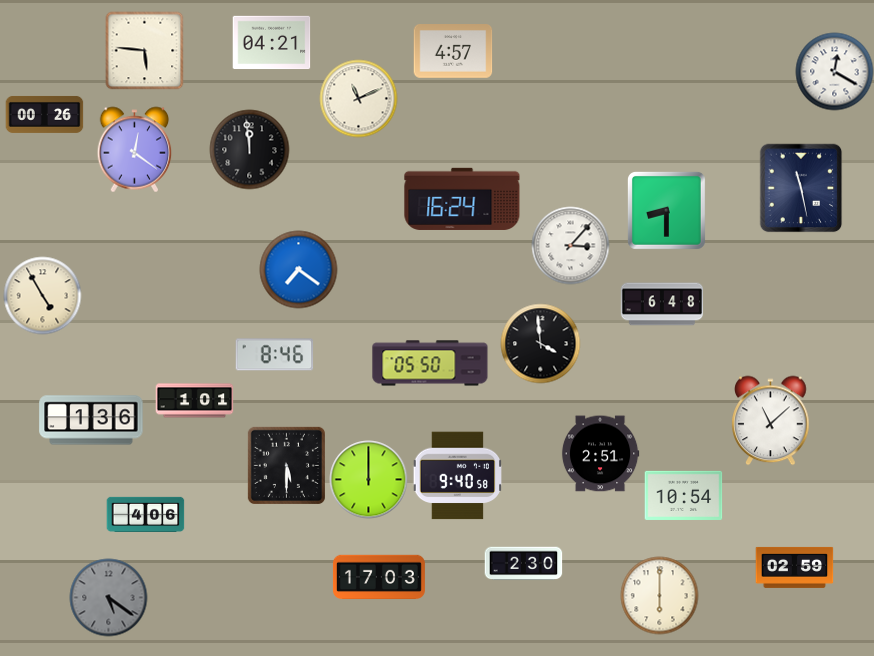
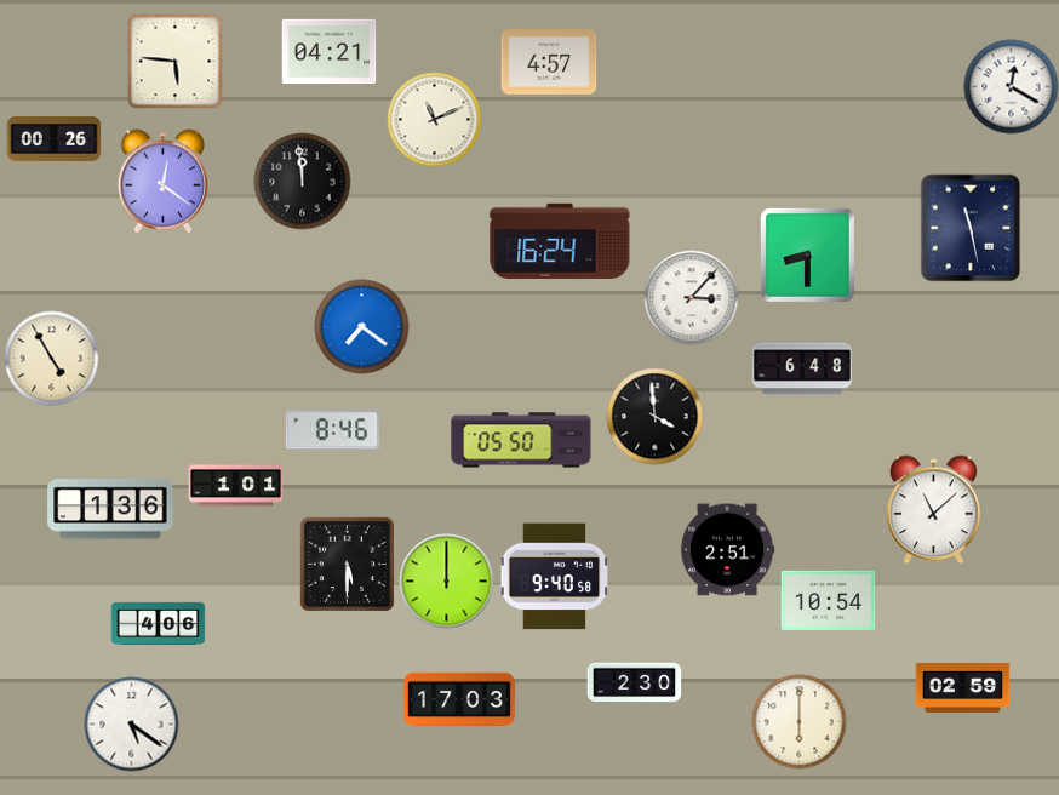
clock at (145, 514) position: (145, 514) -> (158, 623)
clock at (108, 597) dial: grey -> white
